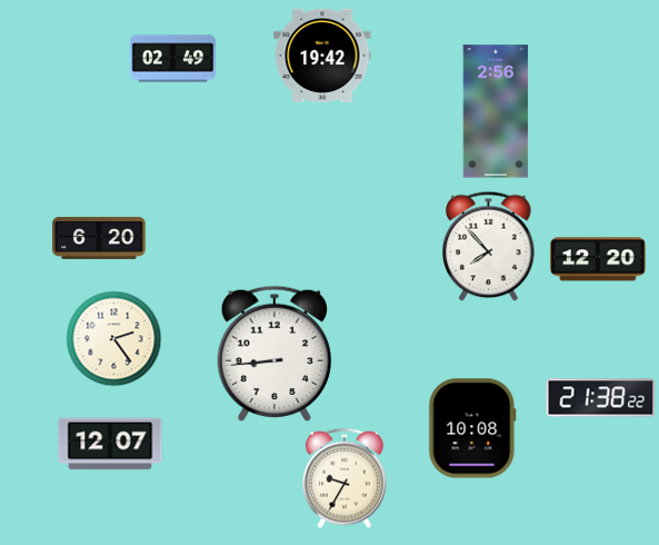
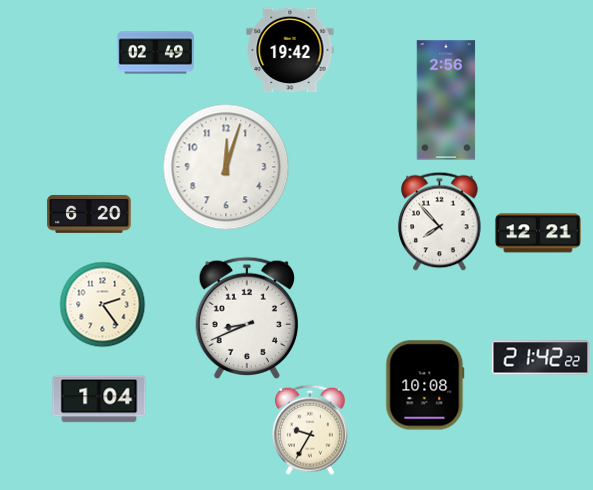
clock at (226, 167): none -> 12:03
clock at (598, 259): 12:20 -> 12:21
clock at (273, 354): 8:44 -> 8:41
clock at (601, 398): 21:38 -> 21:42
clock at (110, 444): 12:07 -> 1:04
